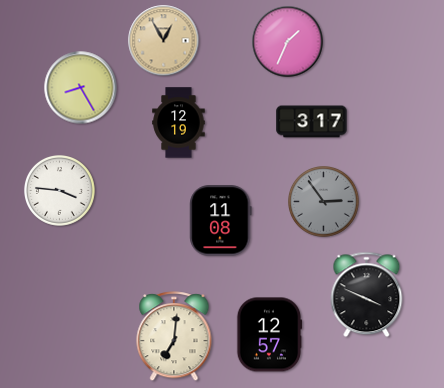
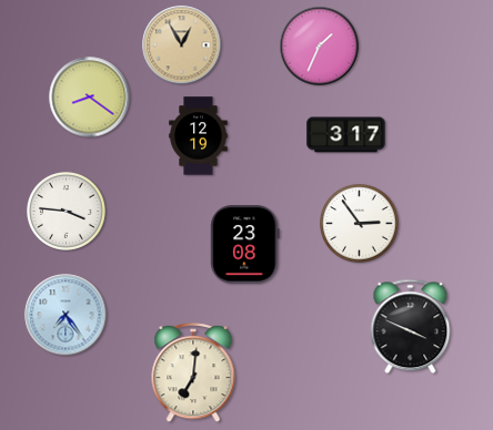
clock at (81, 88): 8:25 -> 8:21
clock at (324, 202) dial: grey -> white
clock at (221, 221): 11:08 -> 23:08
clock at (66, 315): none -> 7:24
clock at (367, 295) position: (367, 295) -> (411, 327)
clock at (269, 335): 12:57 -> none
